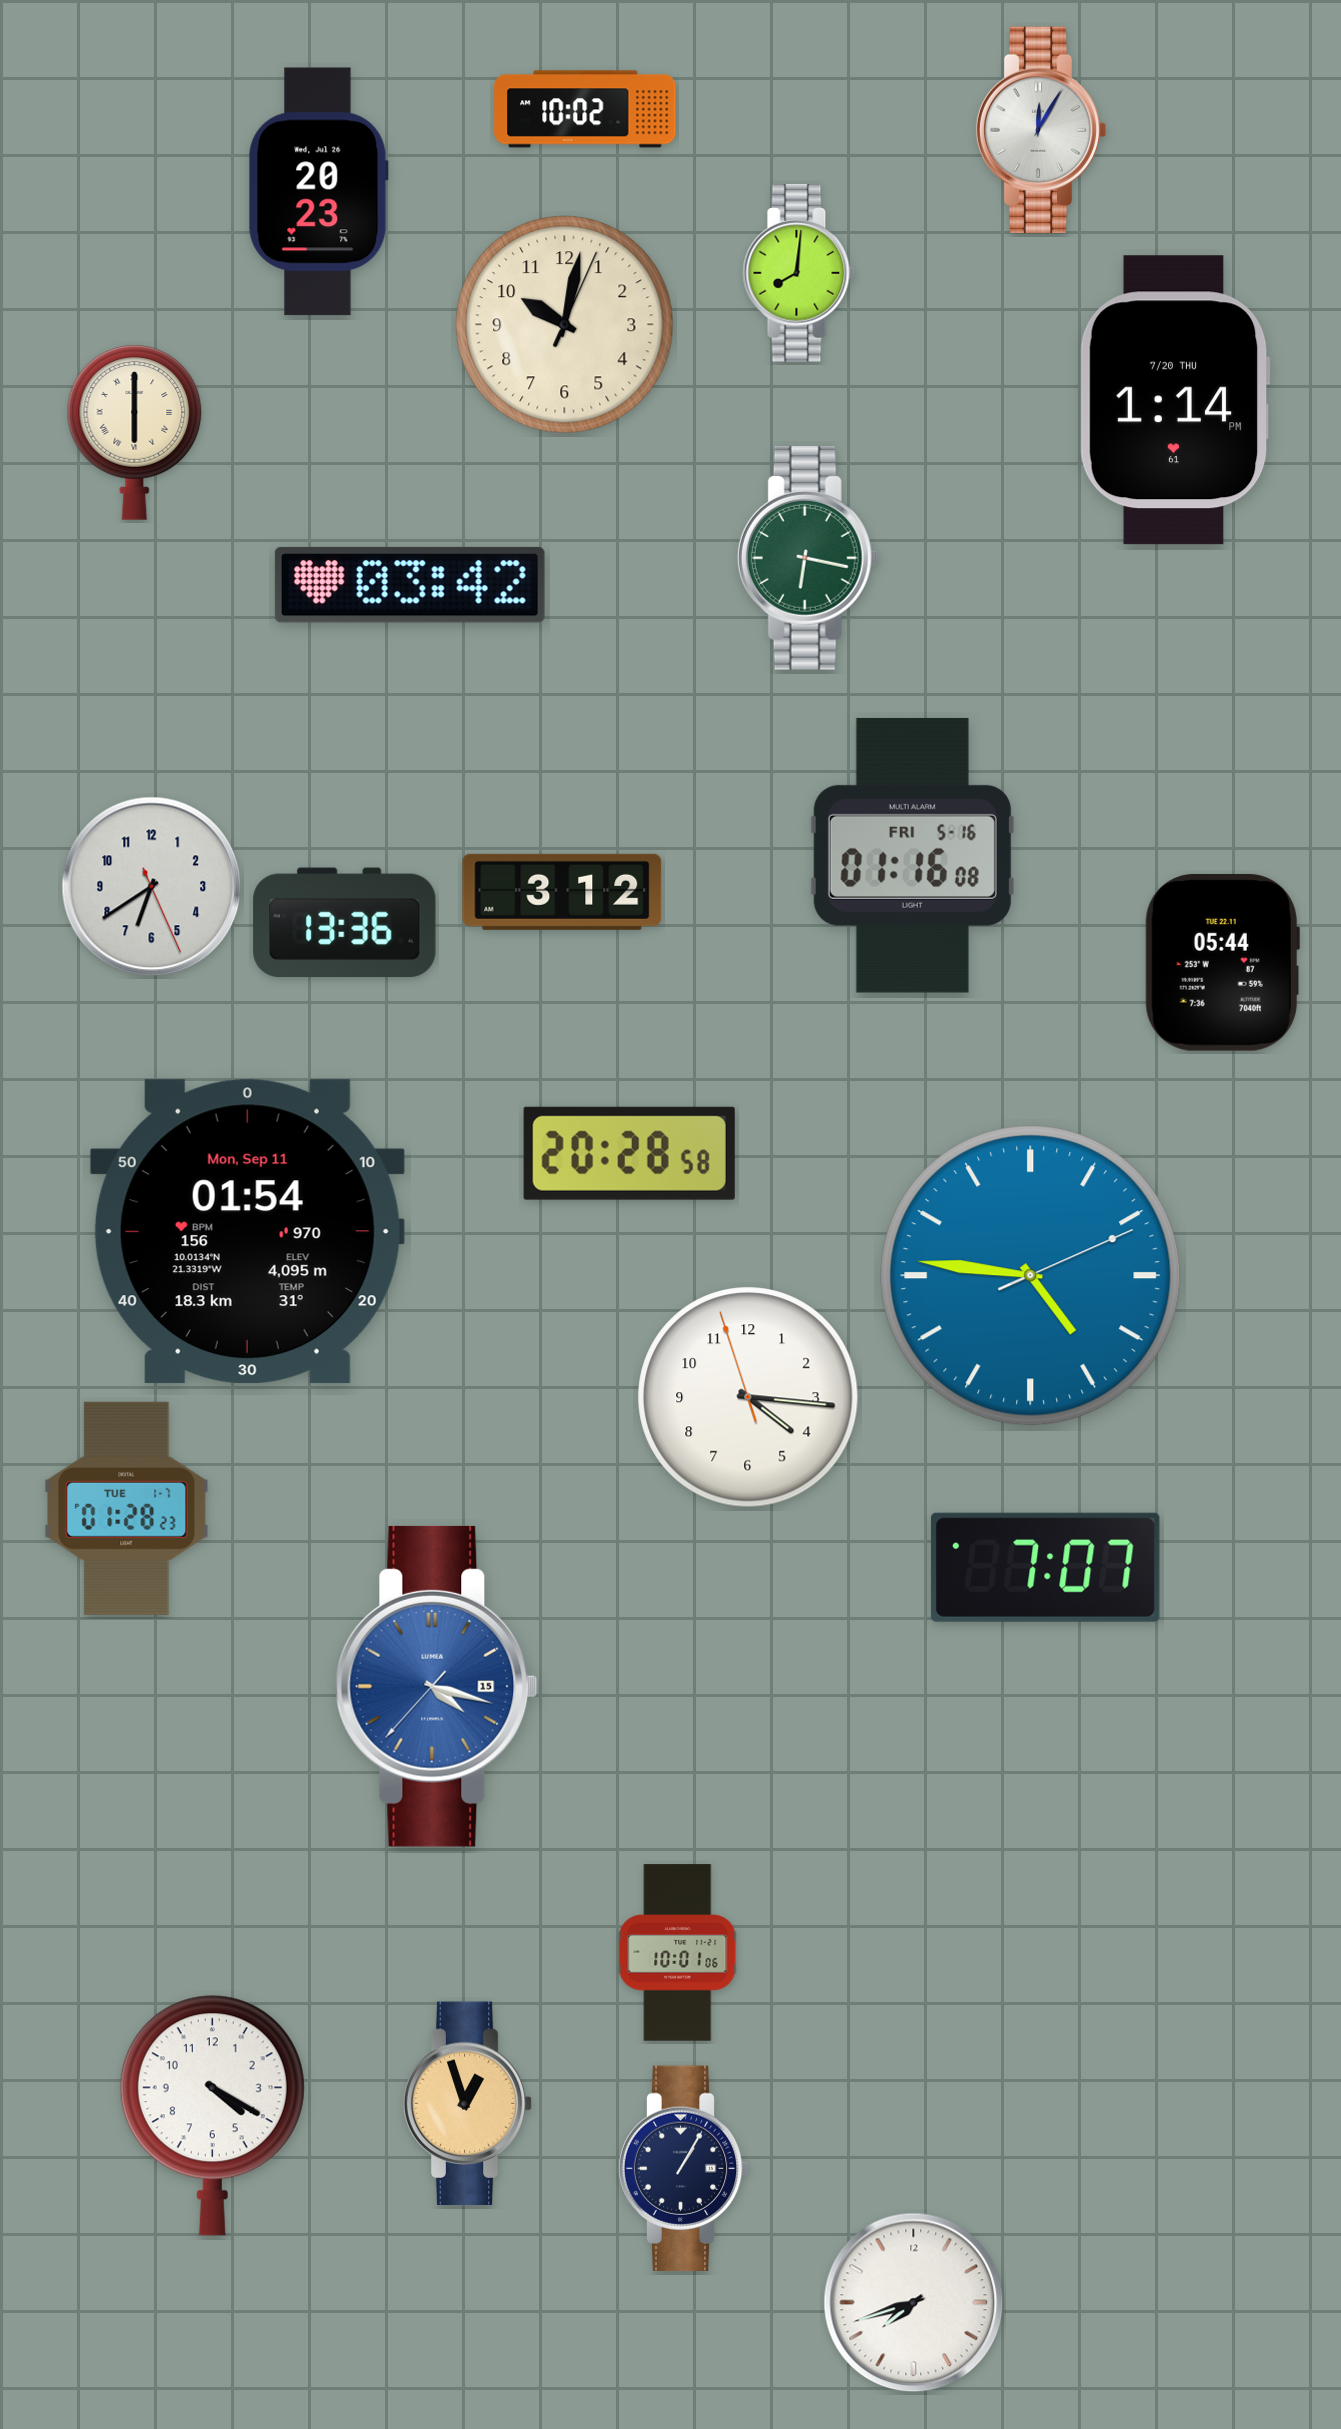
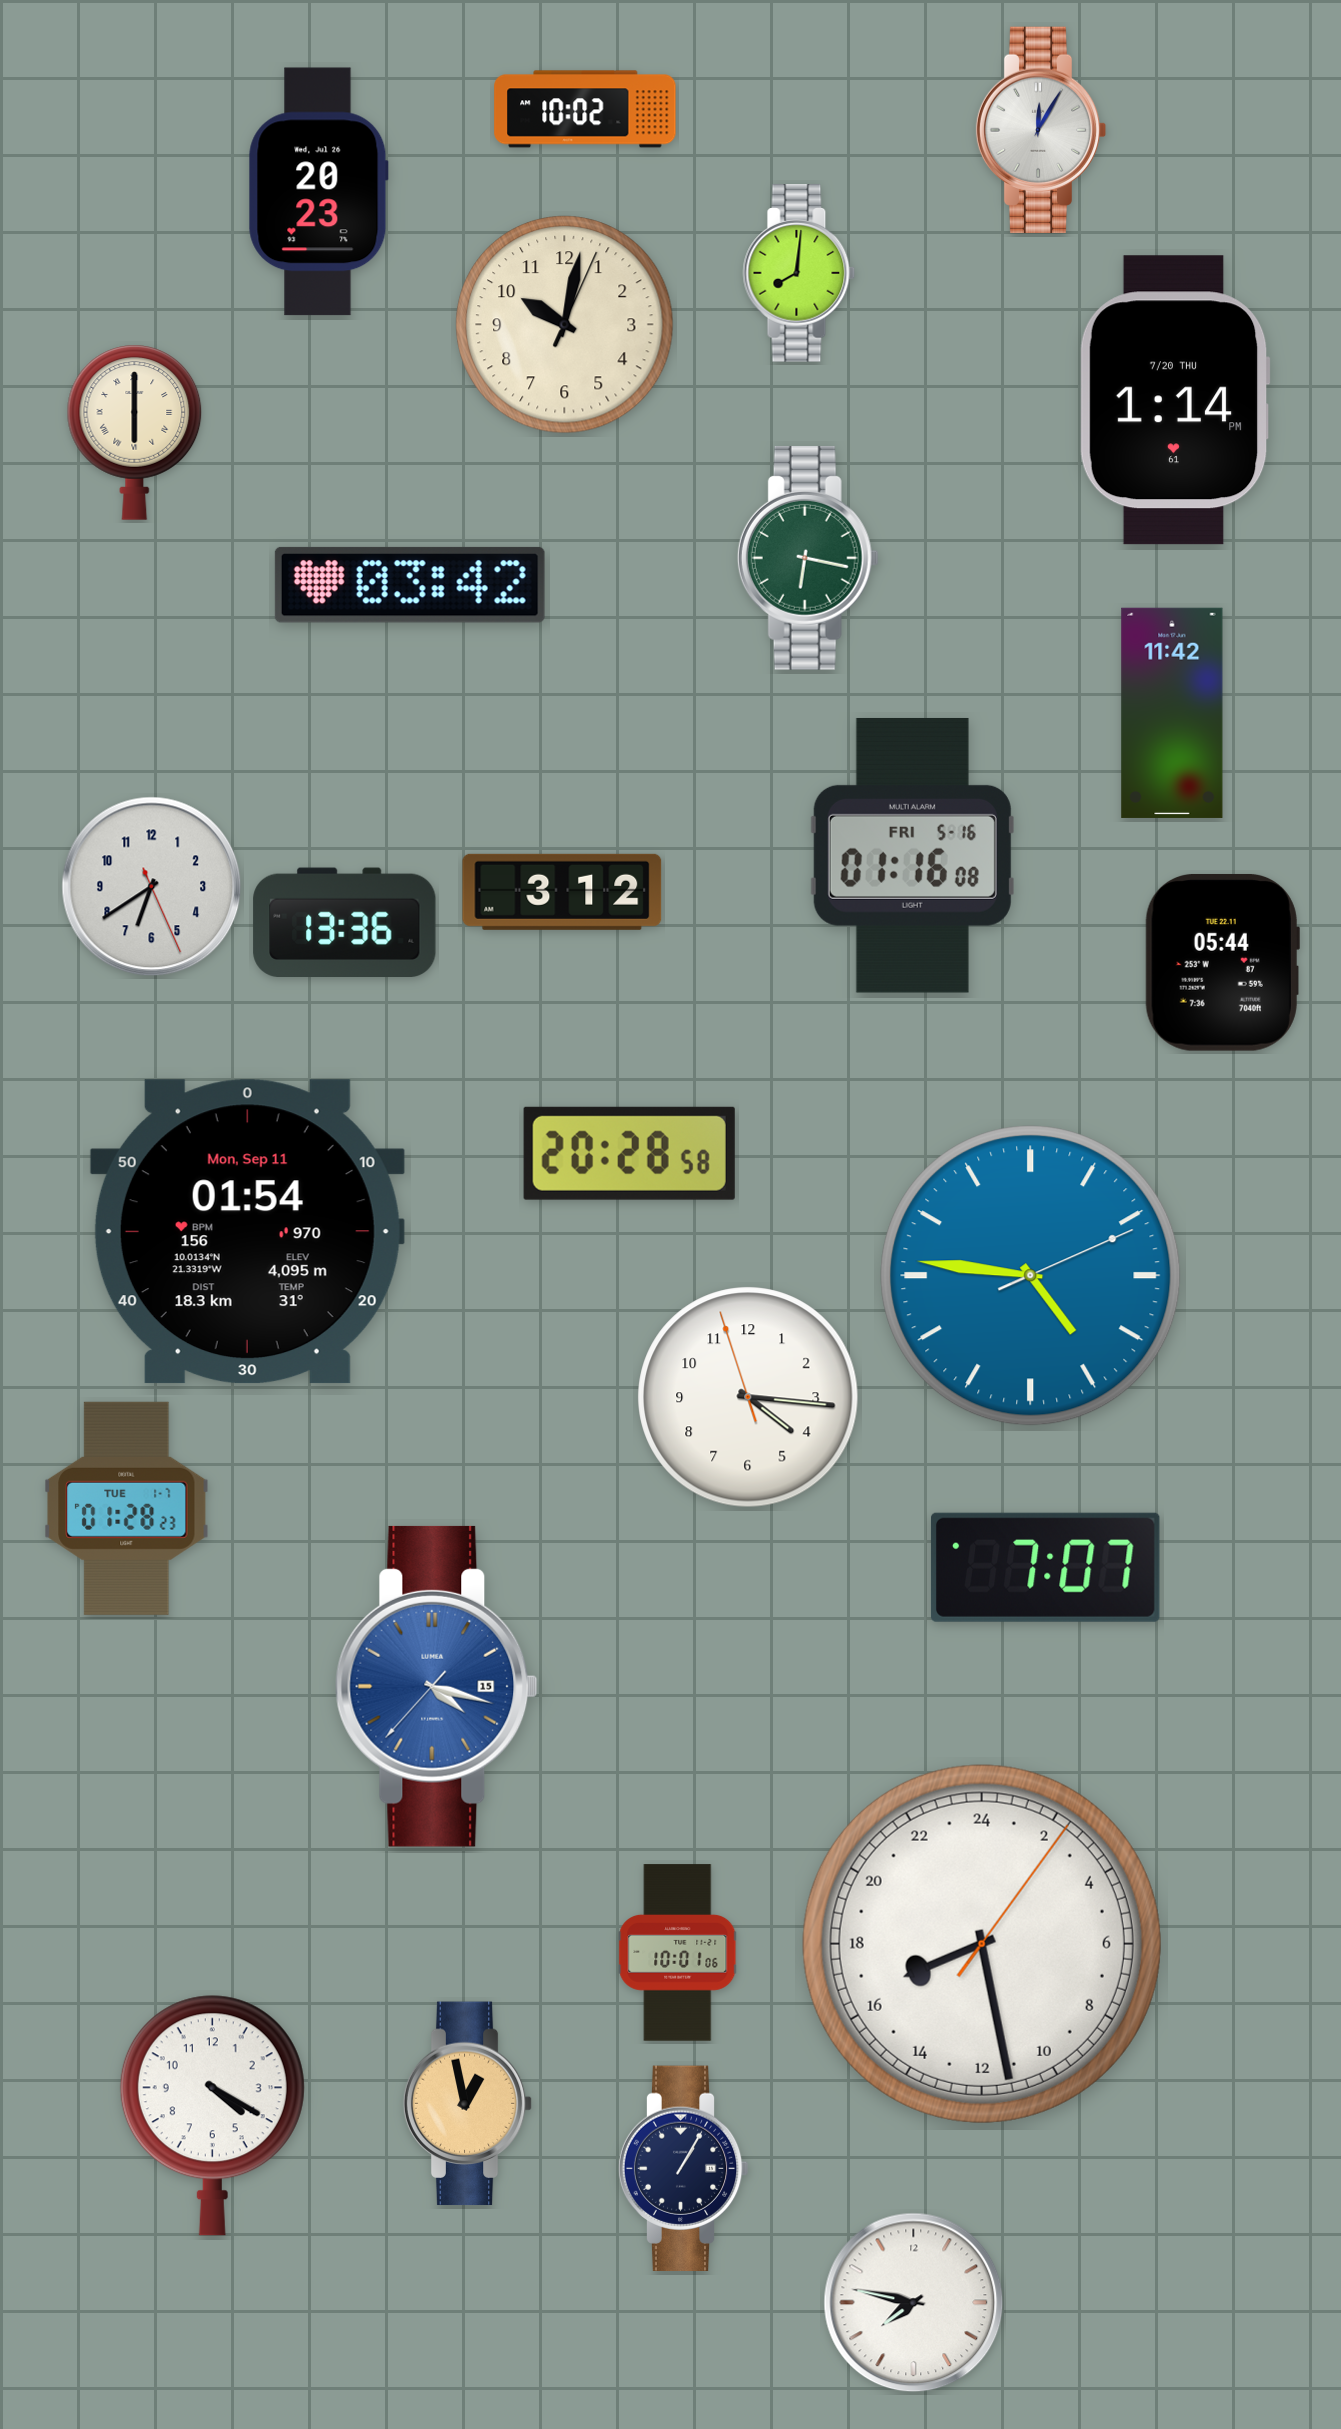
clock at (1172, 713): none -> 11:42
clock at (982, 1944): none -> 16:28
clock at (468, 2104): 12:57 -> 12:58
clock at (914, 2303): 7:42 -> 7:47
